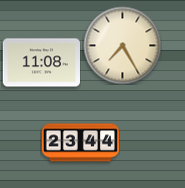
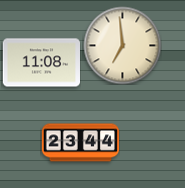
clock at (122, 45): 7:25 -> 6:59
